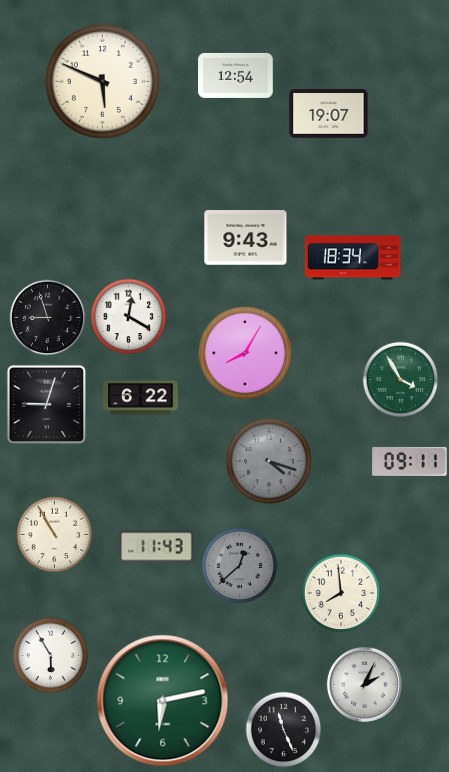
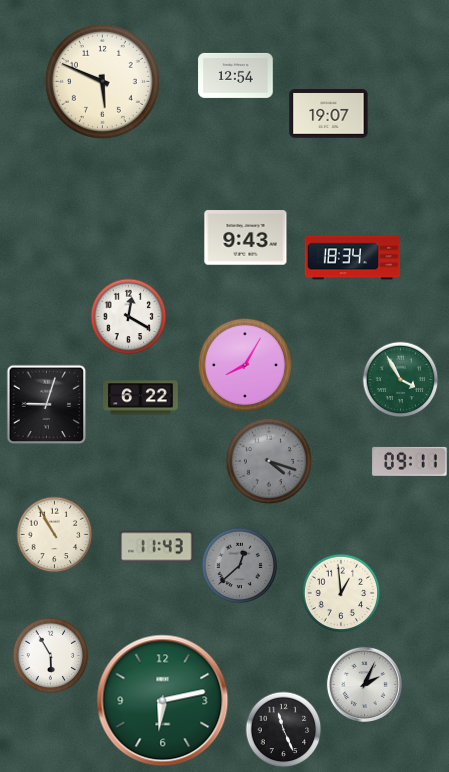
clock at (48, 318): 8:57 -> none
clock at (244, 352) position: (244, 352) -> (244, 364)
clock at (341, 593): 7:59 -> 12:59
